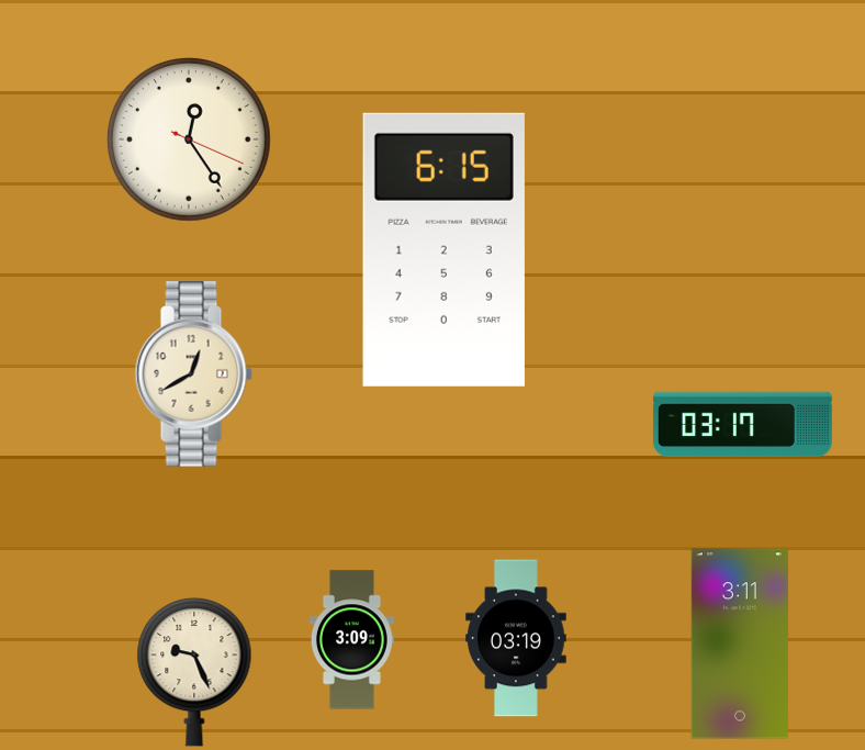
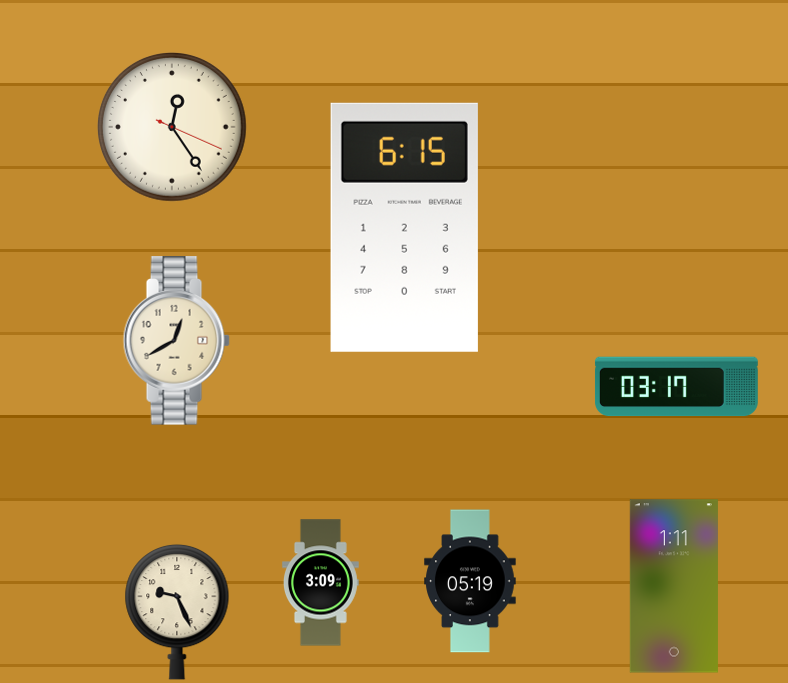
clock at (516, 638): 03:19 -> 05:19
clock at (740, 643): 3:11 -> 1:11
